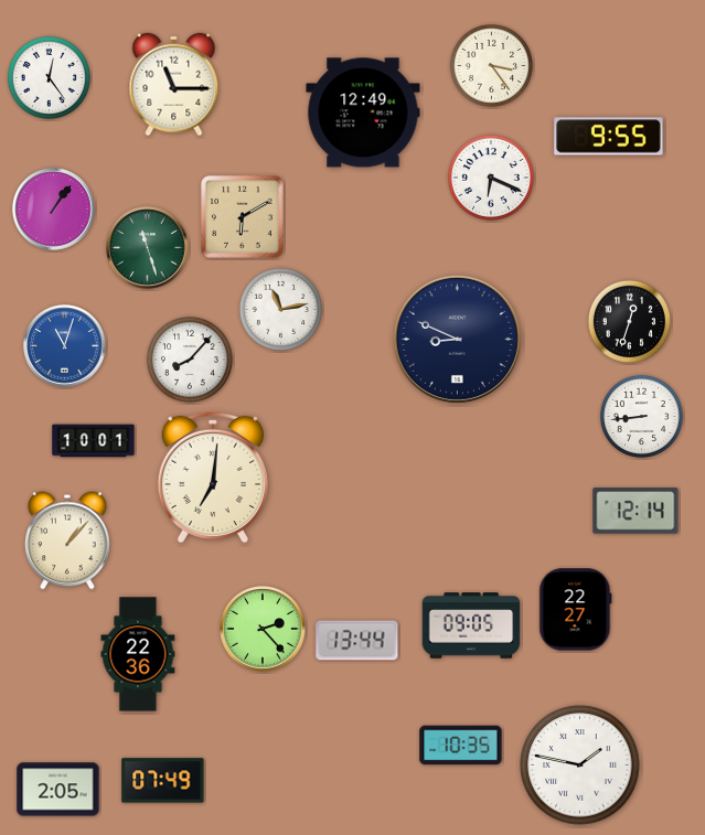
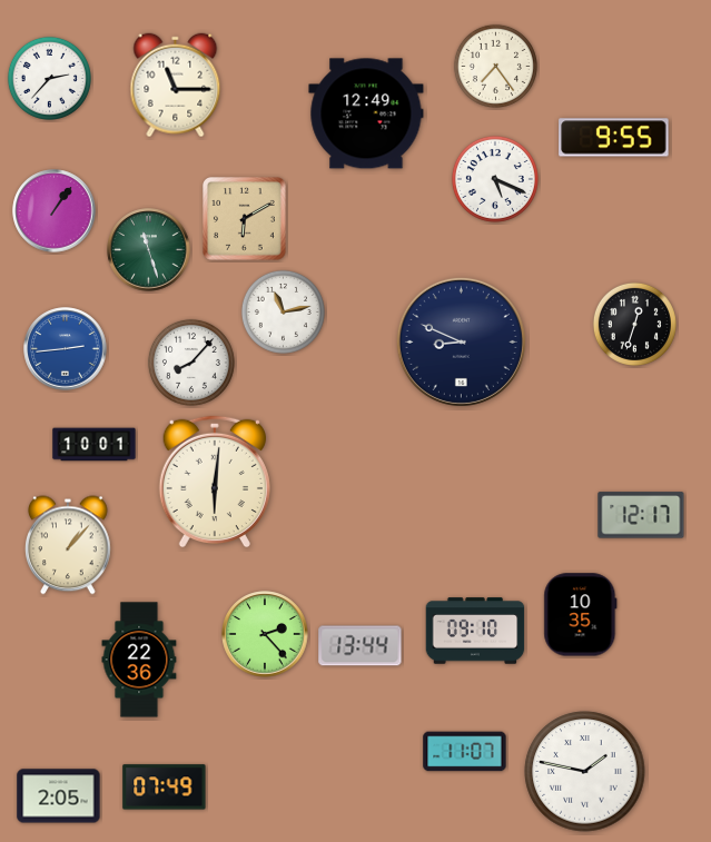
clock at (491, 65): 3:24 -> 7:24
clock at (49, 77): 12:24 -> 2:37
clock at (491, 178): 6:19 -> 5:19
clock at (65, 346): 11:03 -> 2:44
clock at (641, 416): 8:44 -> none
clock at (213, 478): 7:01 -> 6:01
clock at (635, 511): 12:14 -> 12:17
clock at (576, 610): 22:27 -> 10:35
clock at (471, 625): 09:05 -> 09:10
clock at (461, 746): 10:35 -> 11:07
